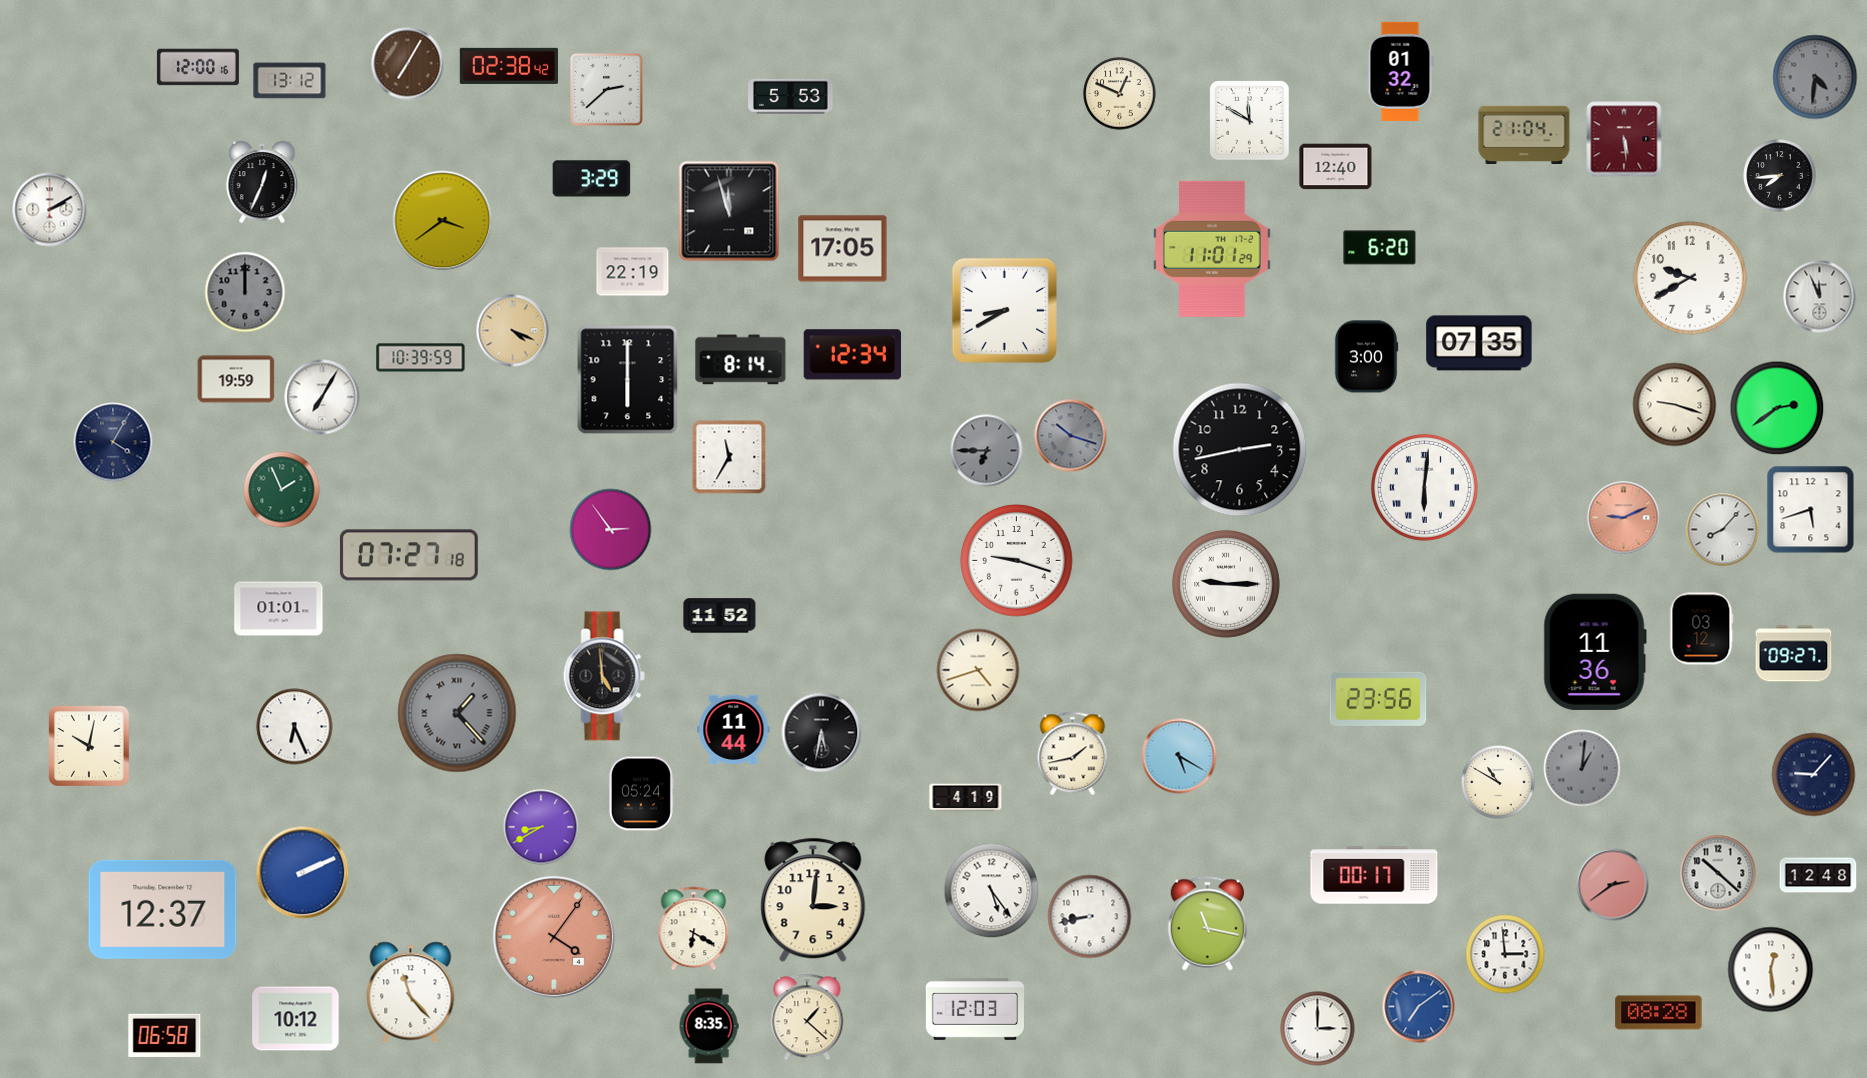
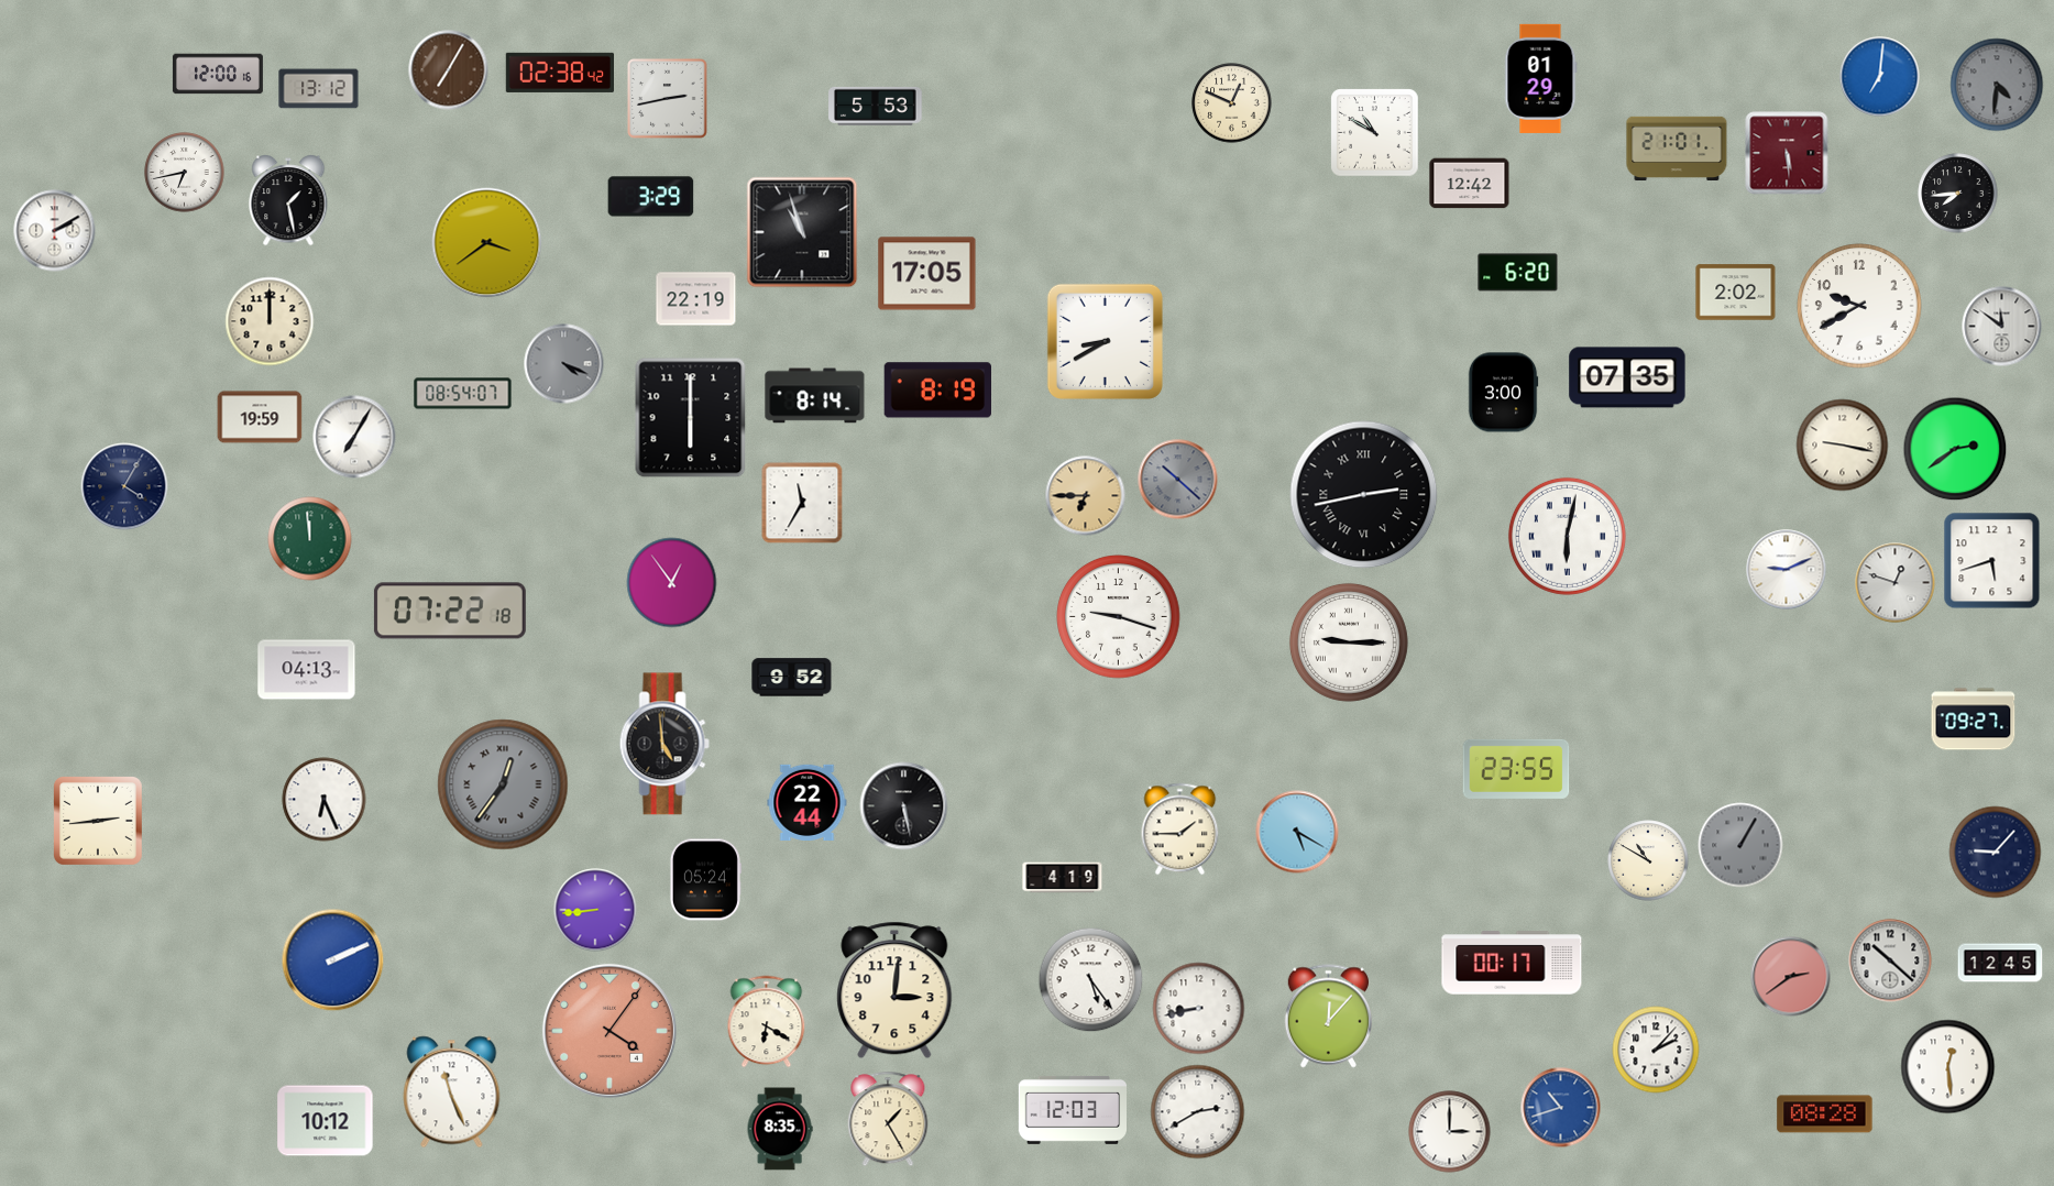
clock at (1880, 77): none -> 7:01
clock at (1401, 71): 01:32 -> 01:29
clock at (607, 90): 2:38 -> 2:43
clock at (791, 96) position: (791, 96) -> (876, 106)
clock at (1250, 121): 11:50 -> 10:50
clock at (1524, 134): 21:04 -> 21:01
clock at (185, 173): none -> 6:43
clock at (1336, 167): 12:40 -> 12:42
clock at (262, 183): 12:34 -> 1:28
clock at (729, 211): 11:57 -> 10:57
clock at (1212, 249): 11:01 -> none
clock at (1736, 293): none -> 2:02
clock at (245, 292) dial: grey -> cream
clock at (1820, 297): 11:56 -> 11:51
clock at (513, 331) dial: champagne -> grey
clock at (852, 355): 12:34 -> 8:19
clock at (421, 358): 10:39 -> 08:54
clock at (1675, 405): 9:18 -> 9:17
clock at (1071, 436): 10:18 -> 10:22
clock at (1240, 450) numerals: Arabic -> Roman
clock at (987, 451) dial: grey -> champagne
clock at (1424, 487): 6:01 -> 6:02
clock at (282, 490): 1:56 -> 11:59
clock at (1624, 518) dial: salmon -> white
clock at (611, 530): 2:54 -> 12:54
clock at (1723, 530): 8:07 -> 12:48
clock at (409, 555): 07:27 -> 07:22
clock at (279, 609): 01:01 -> 04:13
clock at (720, 616): 11:52 -> 9:52
clock at (1702, 629): 03:12 -> none
clock at (1595, 652): 11:36 -> none
clock at (978, 670): 4:42 -> none
clock at (1378, 699): 23:56 -> 23:55
clock at (457, 713): 1:23 -> 12:36
clock at (734, 729): 11:44 -> 22:44
clock at (822, 733): 5:32 -> 5:28
clock at (89, 746): 10:02 -> 2:44
clock at (1073, 754): 1:43 -> 1:45
clock at (1582, 768): 1:01 -> 1:05
clock at (641, 794) position: (641, 794) -> (705, 880)
clock at (541, 827): 8:40 -> 8:44
clock at (1818, 875): 12:48 -> 12:45
clock at (1613, 885) position: (1613, 885) -> (1791, 977)
clock at (163, 909): 12:37 -> none
clock at (1207, 924): 11:17 -> 12:07
clock at (694, 929) position: (694, 929) -> (767, 1022)
clock at (1505, 954): 2:59 -> 2:07
clock at (411, 993): 11:23 -> 11:26
clock at (1419, 1007): 7:09 -> 10:42
clock at (1198, 1112): none -> 2:40
clock at (807, 1017): 1:22 -> 1:25
clock at (165, 1035): 06:58 -> none
